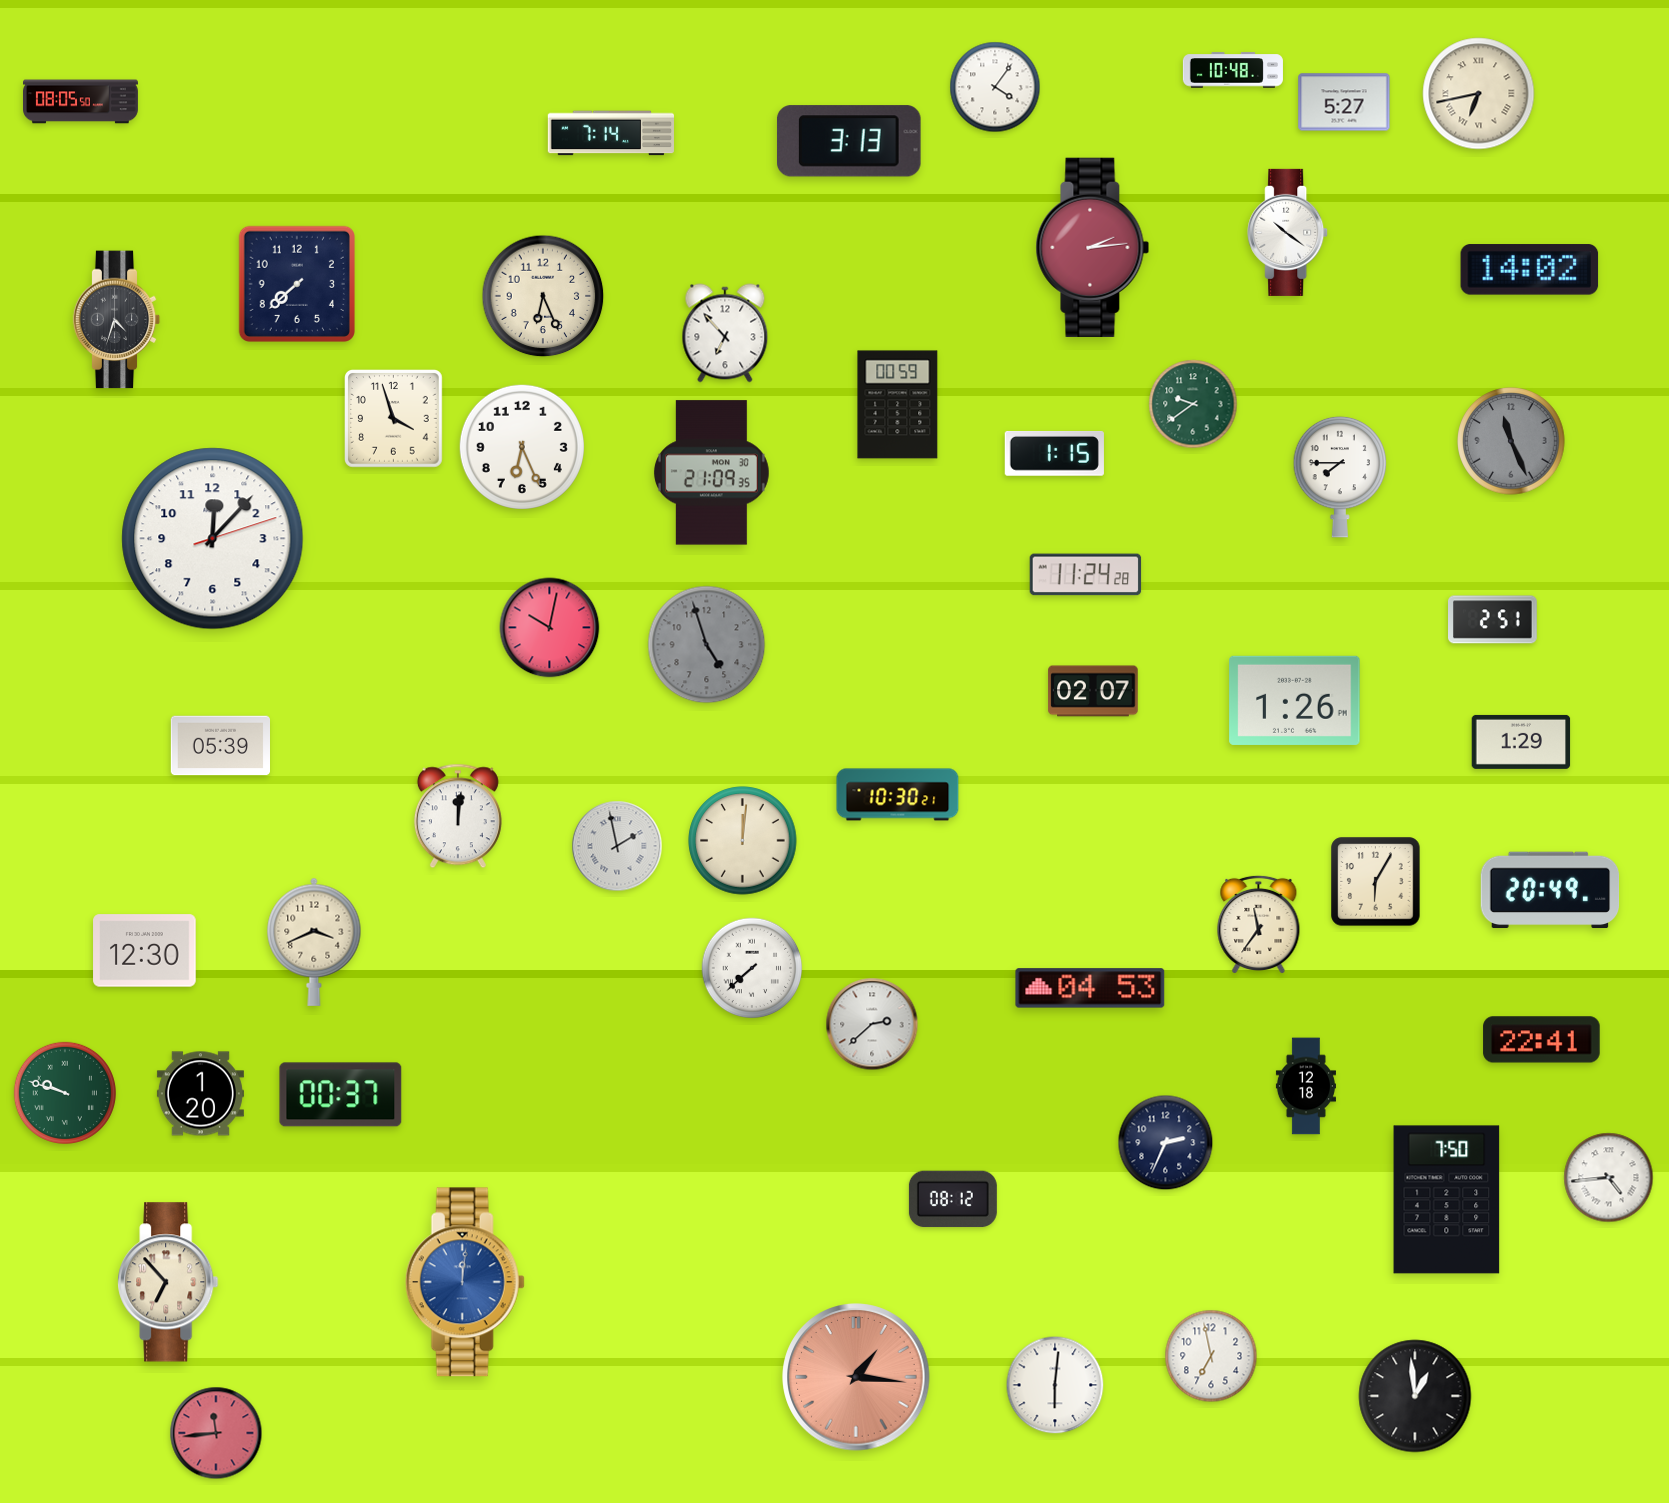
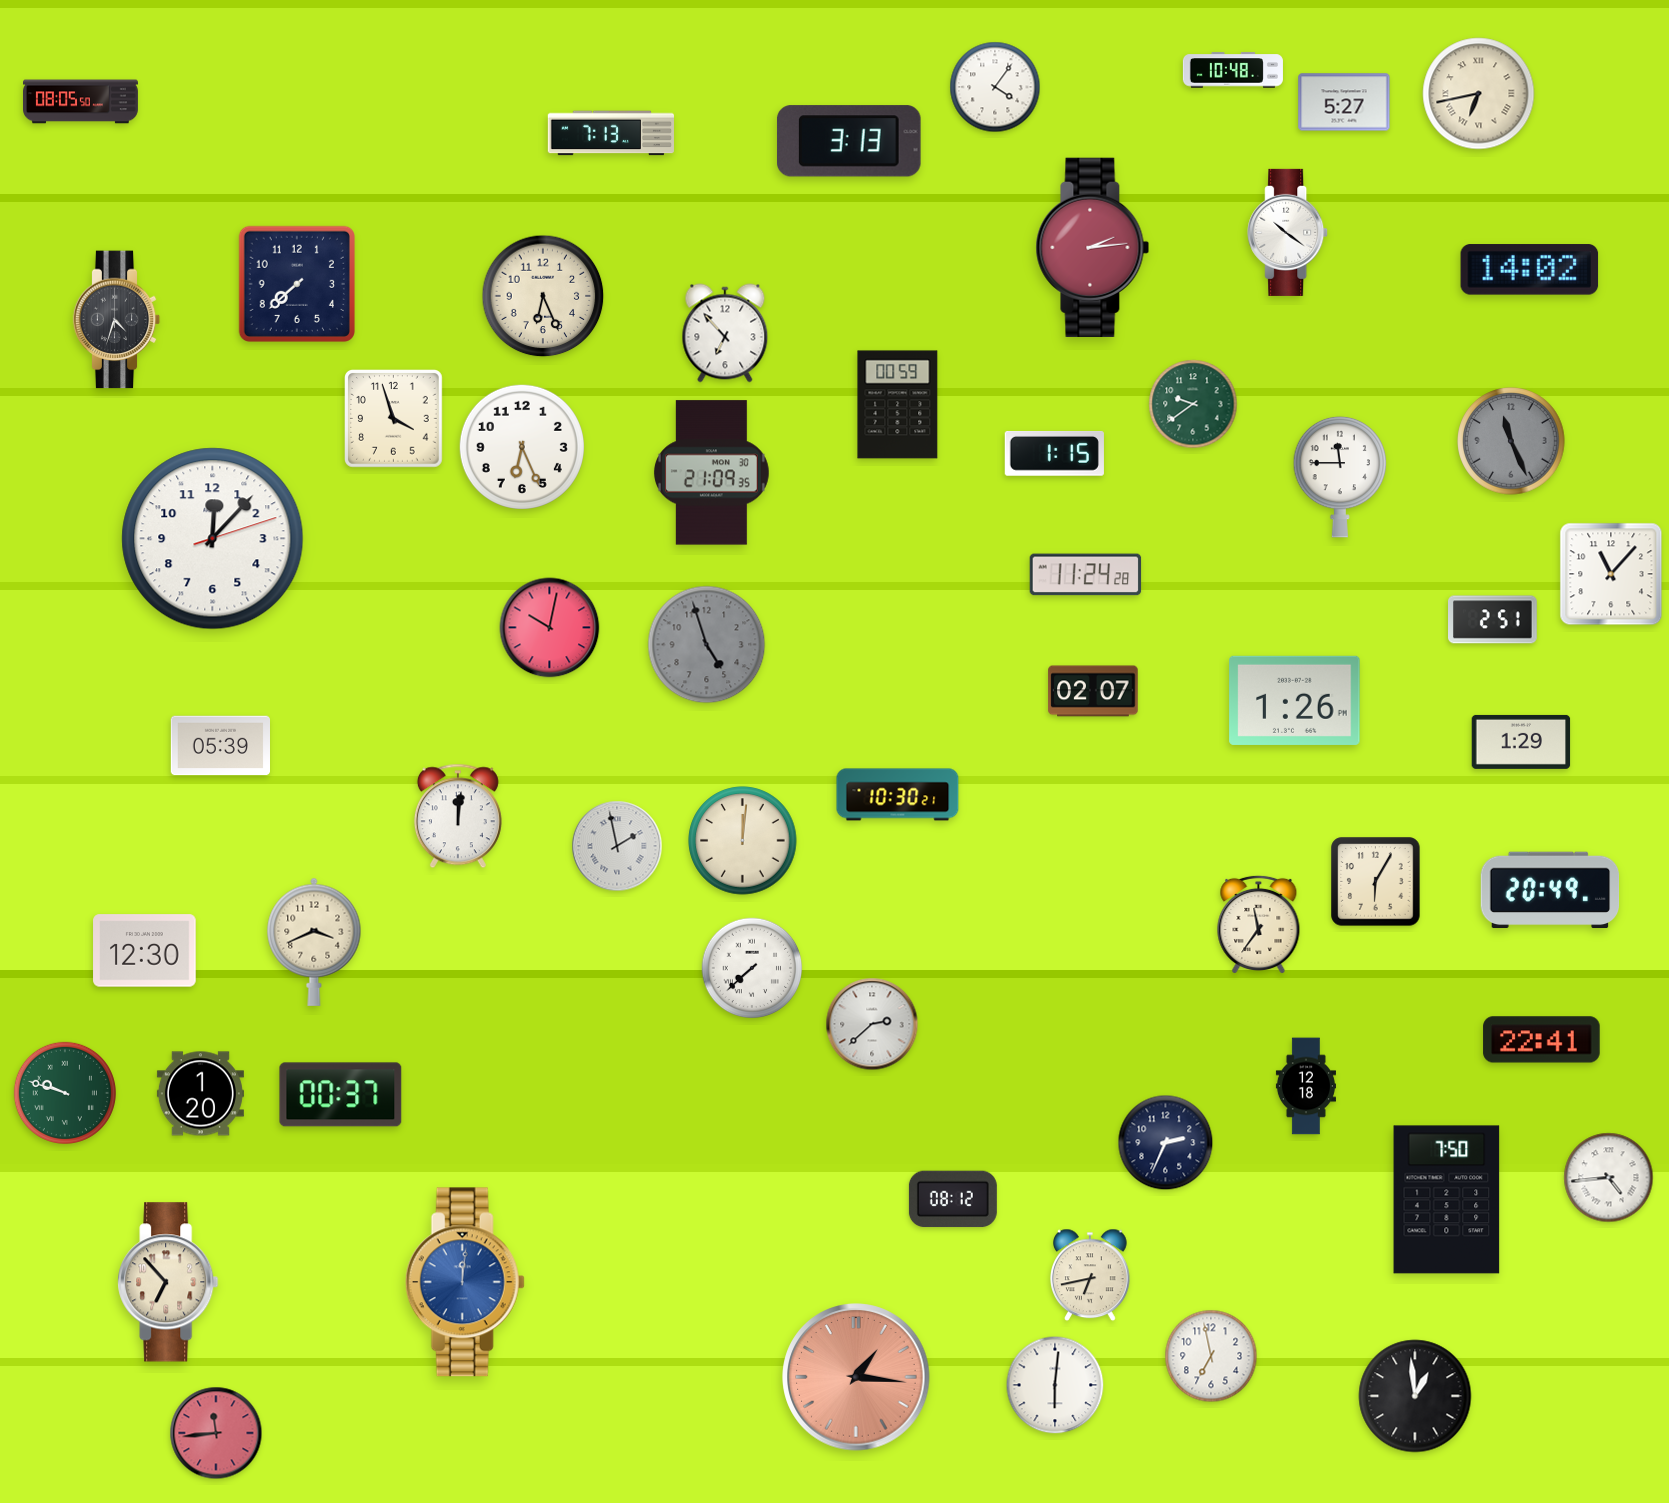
clock at (611, 133): 7:14 -> 7:13
clock at (1340, 477): 7:45 -> 11:45
clock at (1611, 574): none -> 11:07
clock at (1090, 988): 04:53 -> none
clock at (1091, 1275): none -> 6:43
